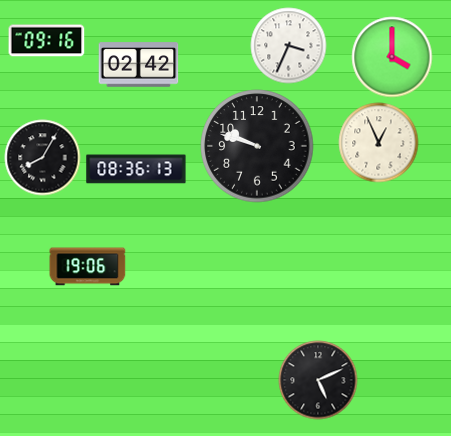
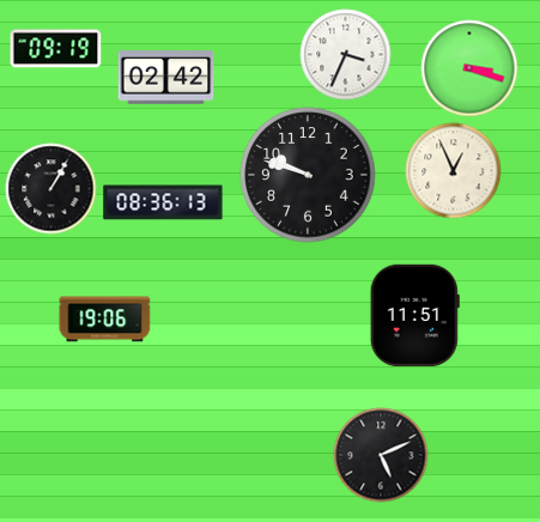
clock at (47, 41): 09:16 -> 09:19
clock at (392, 57): 4:00 -> 3:18
clock at (43, 158): 8:05 -> 1:05
clock at (414, 315): none -> 11:51
